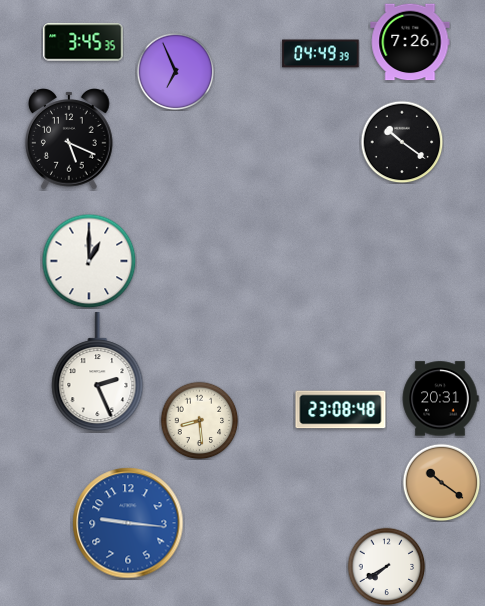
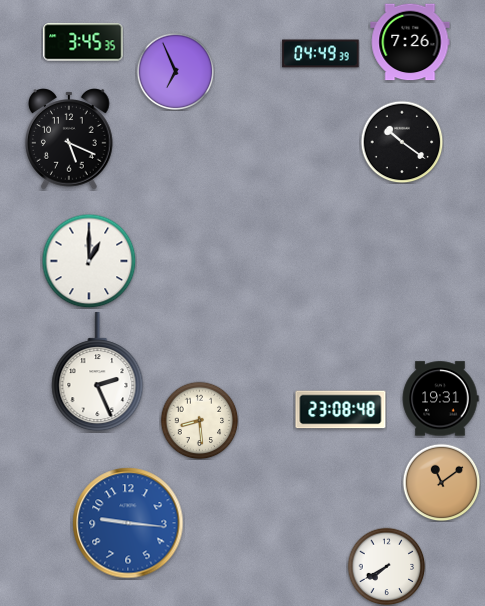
clock at (440, 399): 20:31 -> 19:31
clock at (441, 482): 10:21 -> 11:09
